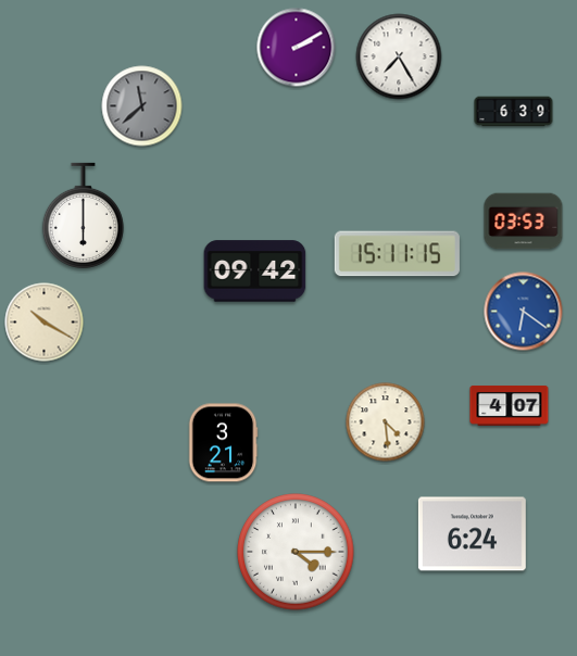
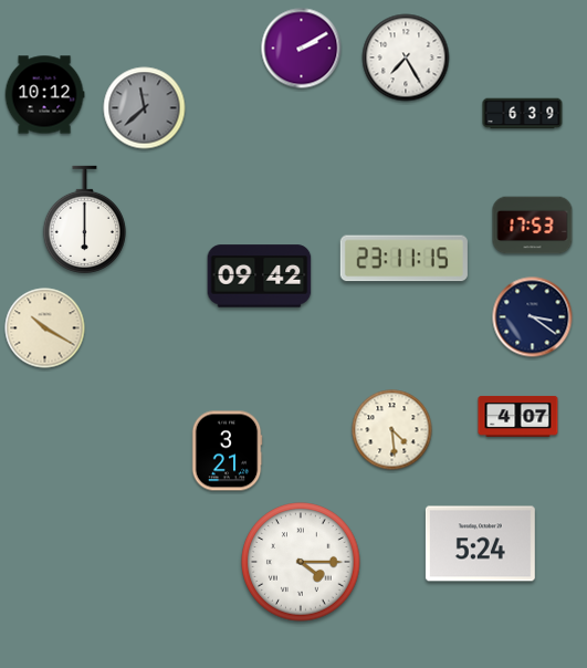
clock at (44, 95): none -> 10:12
clock at (524, 222): 03:53 -> 17:53
clock at (397, 254): 15:11 -> 23:11
clock at (524, 312): 6:21 -> 3:21
clock at (524, 312) dial: blue -> navy
clock at (510, 405) position: (510, 405) -> (518, 416)
clock at (472, 534): 6:24 -> 5:24
